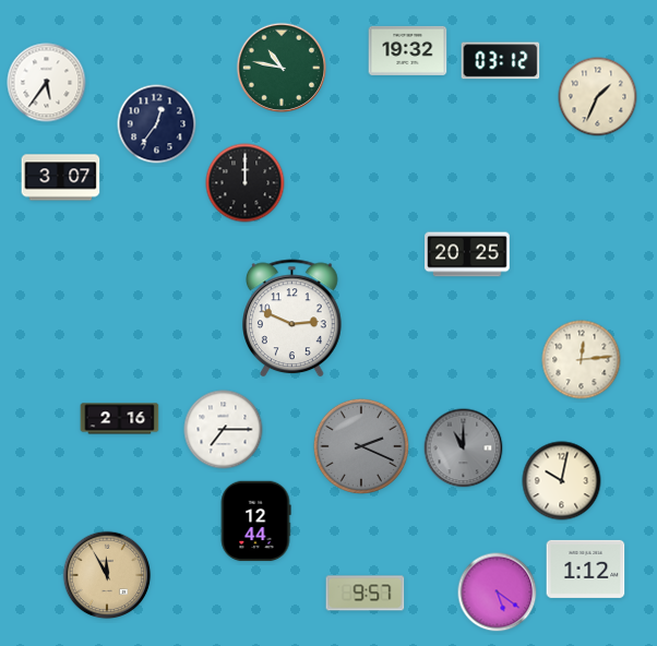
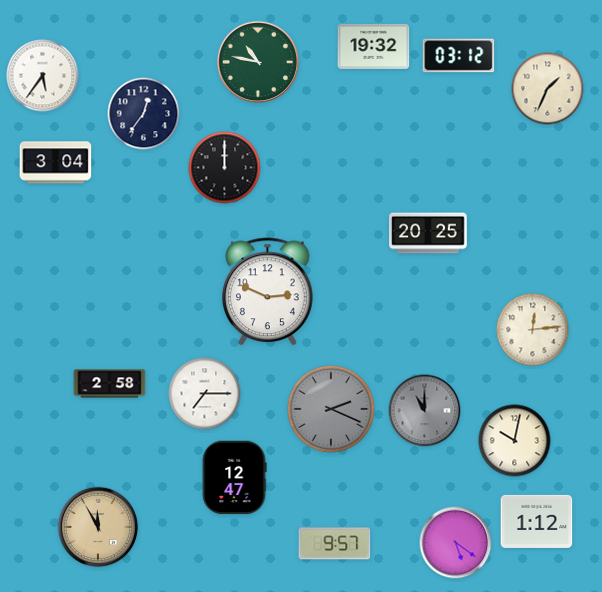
clock at (61, 178): 3:07 -> 3:04
clock at (120, 419): 2:16 -> 2:58
clock at (255, 522): 12:44 -> 12:47
